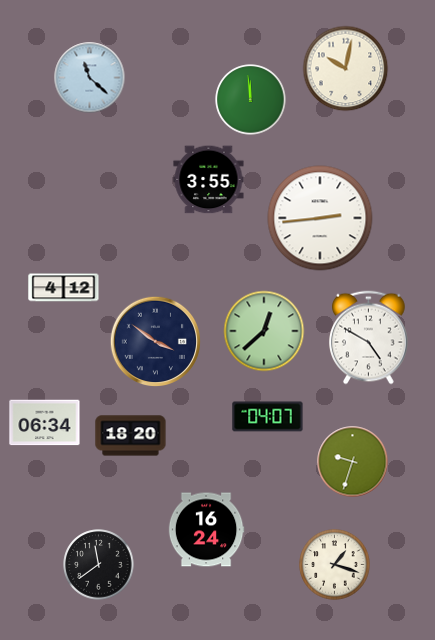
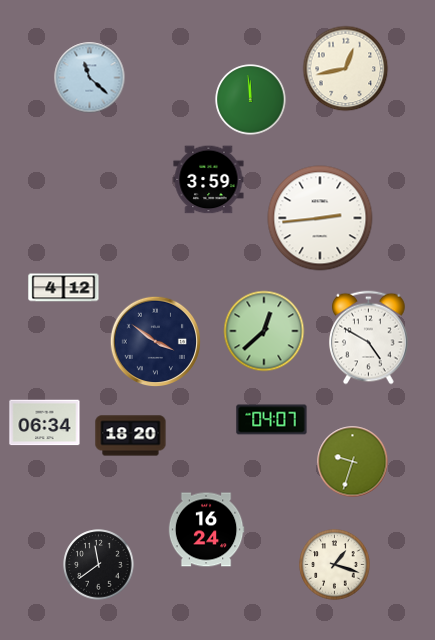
clock at (346, 69): 10:02 -> 12:43
clock at (209, 180): 3:55 -> 3:59
clock at (268, 417) position: (268, 417) -> (272, 420)
